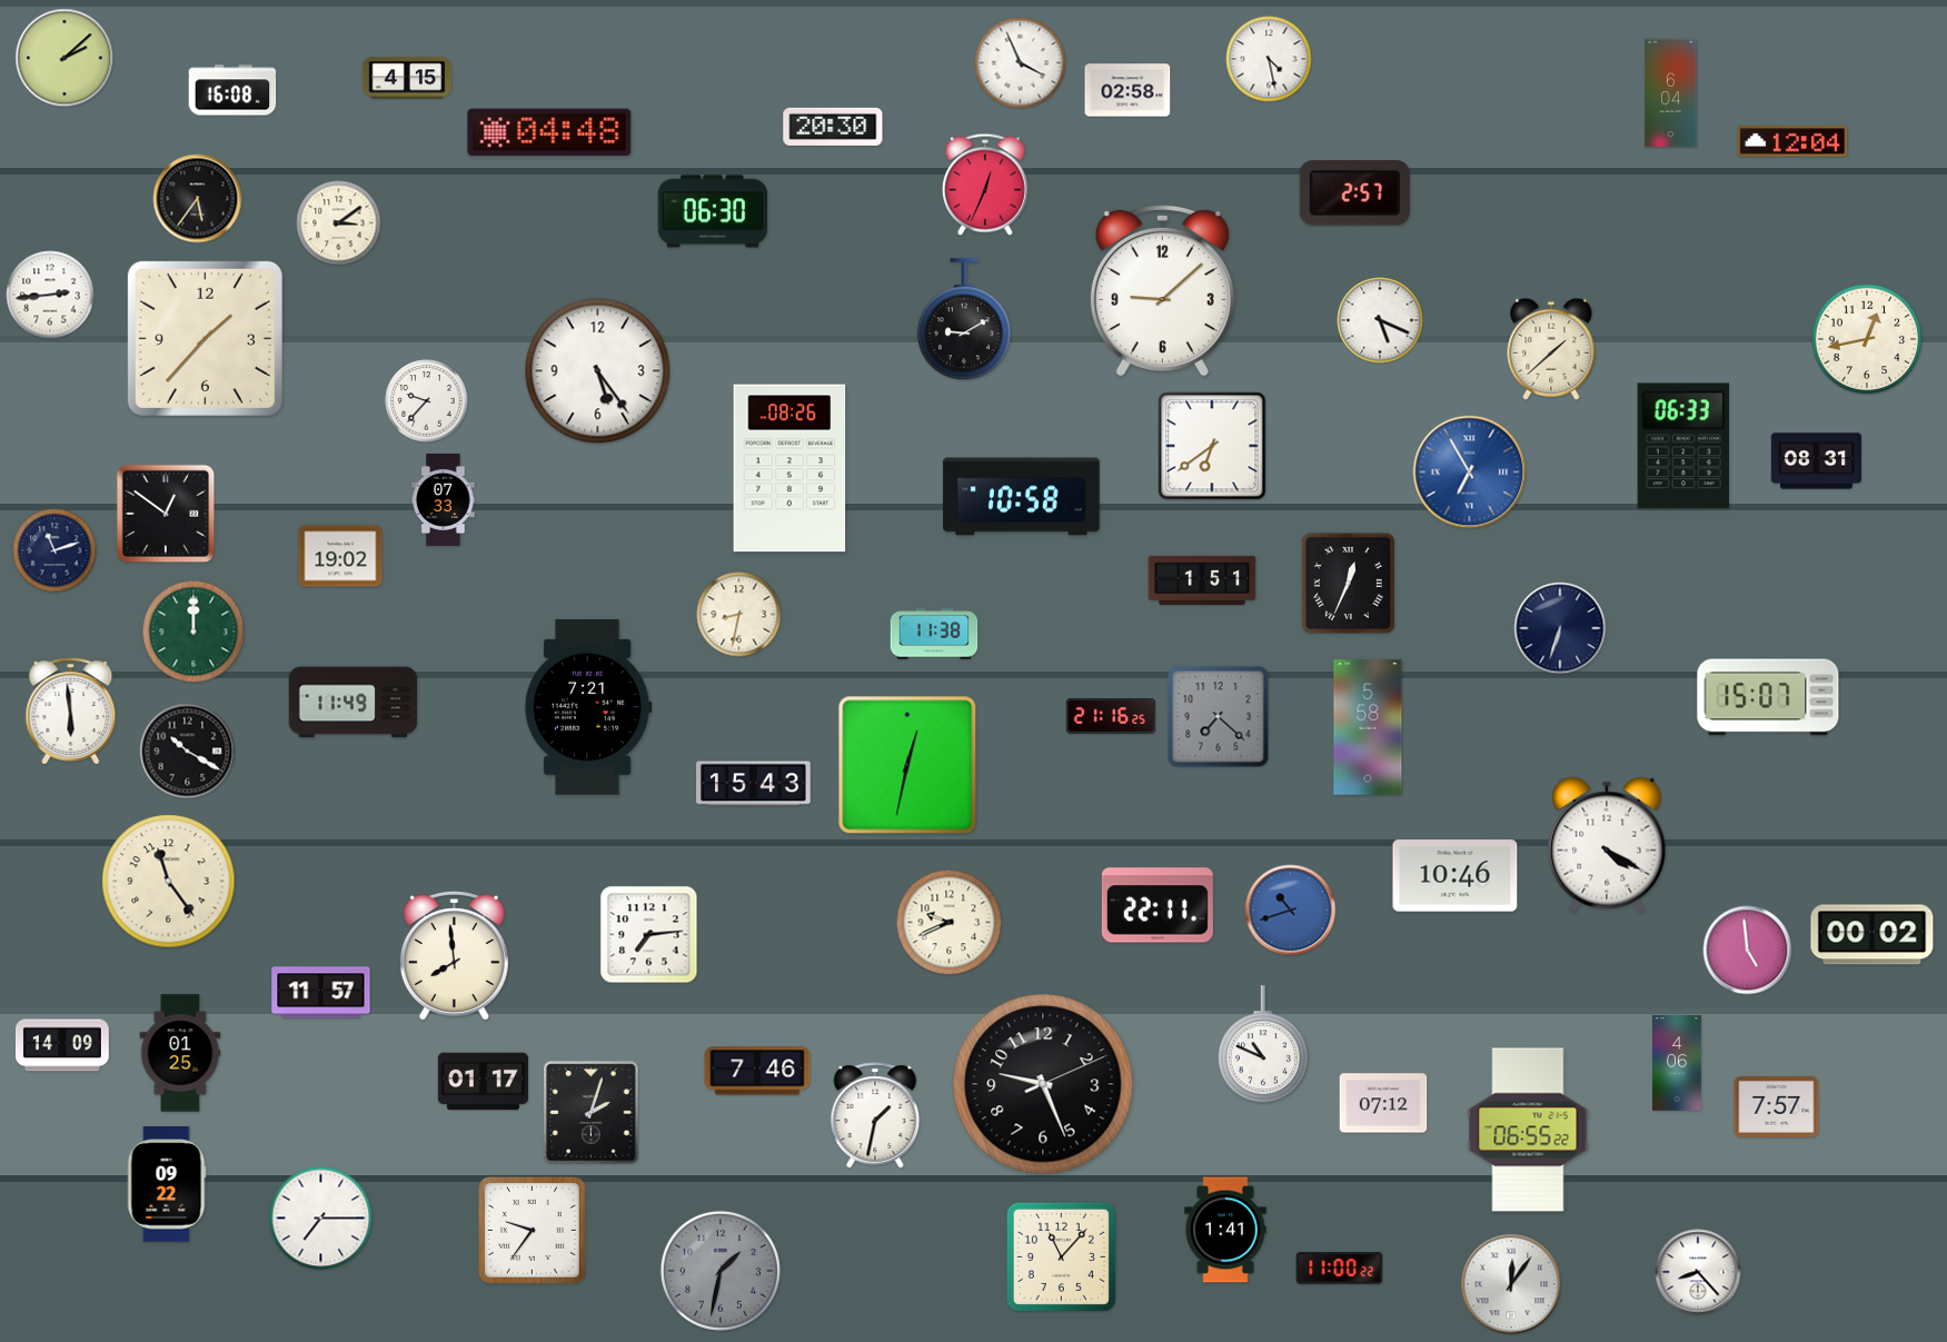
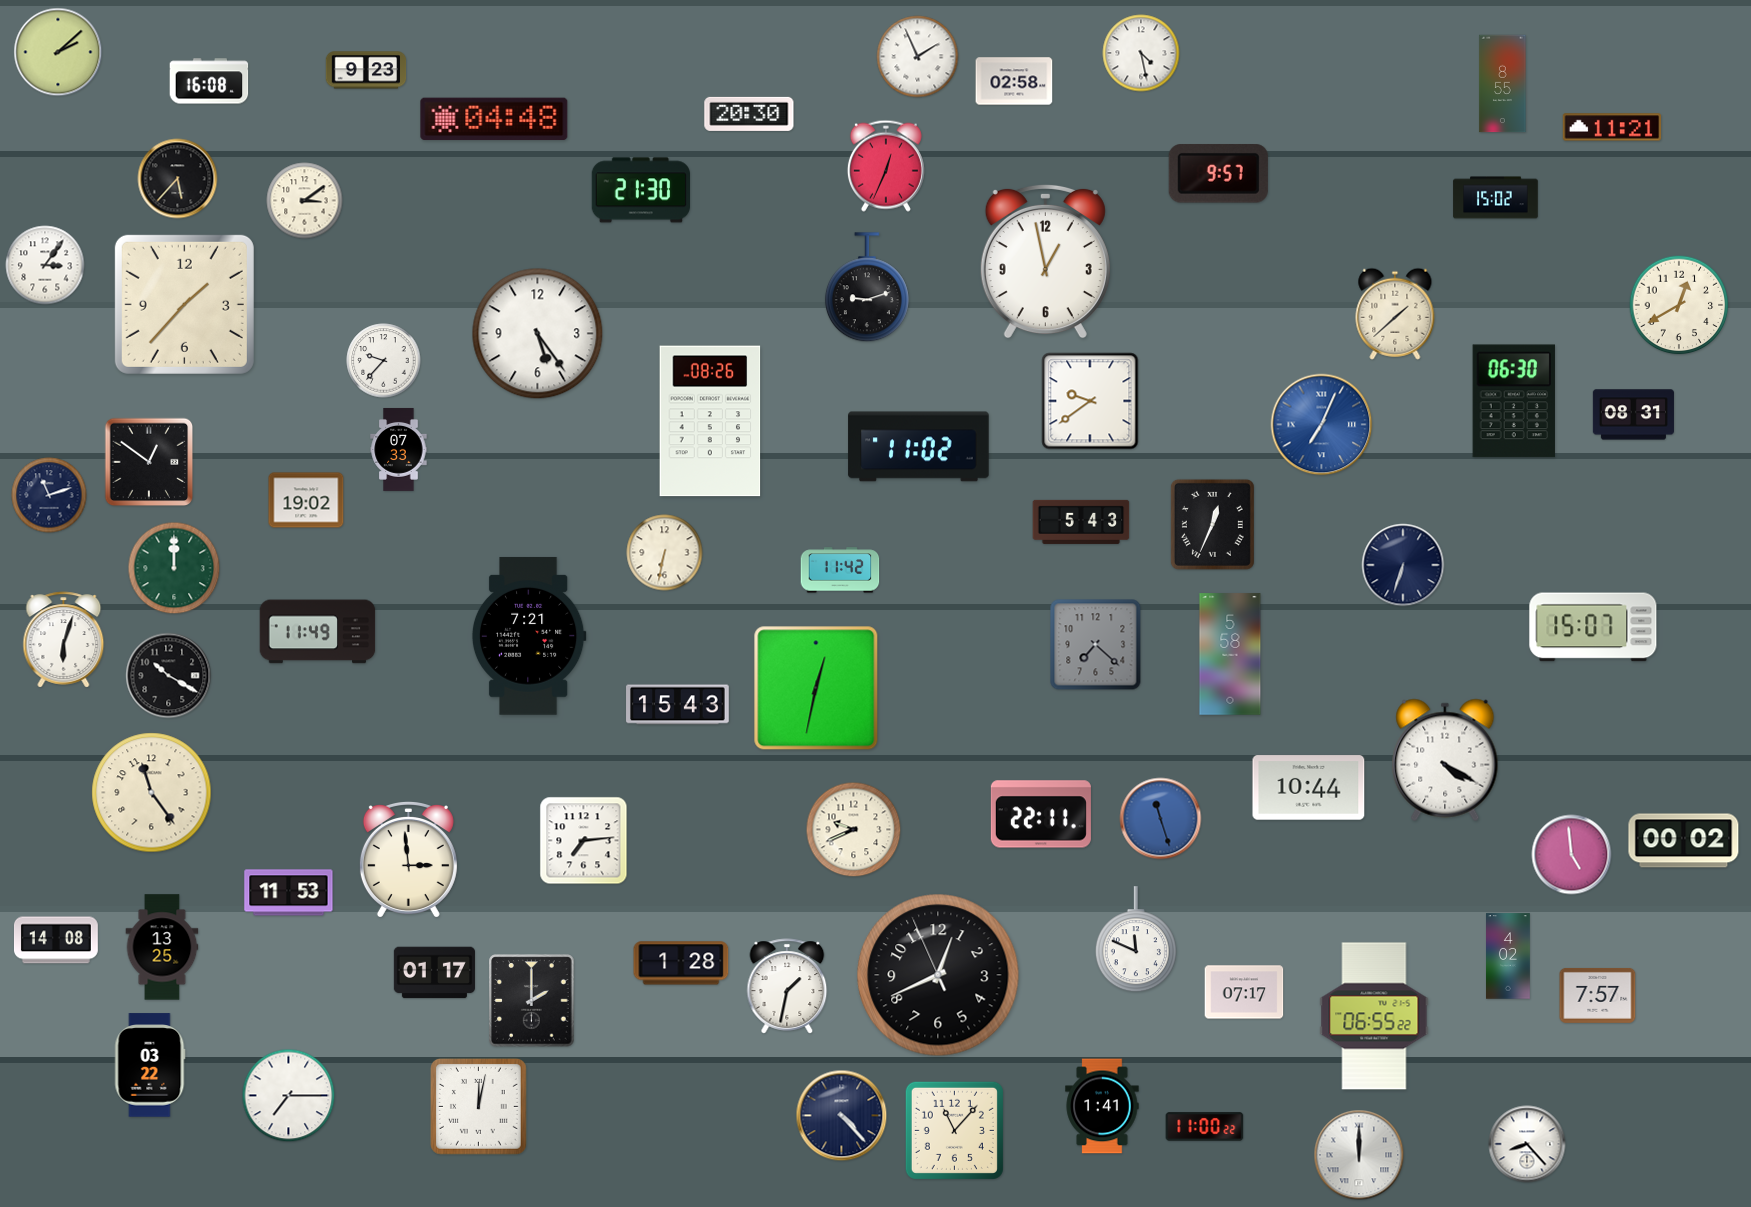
clock at (1021, 63): 3:56 -> 1:56
clock at (407, 78): 4:15 -> 9:23
clock at (1671, 93): 6:04 -> 8:55
clock at (1792, 141): 12:04 -> 11:21
clock at (1354, 193): 2:57 -> 9:57
clock at (198, 199): 5:36 -> 5:37
clock at (712, 211): 06:30 -> 21:30
clock at (1496, 198): none -> 15:02
clock at (1162, 290): 9:08 -> 12:58
clock at (50, 295): 2:44 -> 3:06
clock at (964, 320): 9:10 -> 9:12
clock at (1380, 320): 5:19 -> none
clock at (1867, 339): 12:43 -> 12:40
clock at (1212, 446): 6:39 -> 9:39
clock at (1683, 446): 06:33 -> 06:30
clock at (1470, 473): 6:55 -> 7:04
clock at (1022, 497): 10:58 -> 11:02
clock at (1202, 580): 1:51 -> 5:43
clock at (739, 615): 8:32 -> 6:32
clock at (934, 634): 11:38 -> 11:42
clock at (1768, 697) position: (1768, 697) -> (1593, 627)
clock at (71, 712): 5:59 -> 6:03
clock at (1111, 717): 21:16 -> none
clock at (1456, 876): 10:46 -> 10:44
clock at (1291, 911): 10:42 -> 11:27
clock at (454, 956): 7:59 -> 2:59
clock at (321, 993): 11:57 -> 11:53
clock at (63, 1045): 14:09 -> 14:08
clock at (1263, 1045): 10:49 -> 11:49
clock at (180, 1053): 01:25 -> 13:25
clock at (1678, 1063): 4:06 -> 4:02
clock at (757, 1071): 7:46 -> 1:28
clock at (1043, 1084): 9:26 -> 12:40
clock at (1383, 1103): 07:12 -> 07:17
clock at (592, 1113): 2:03 -> 2:00
clock at (875, 1115) position: (875, 1115) -> (787, 986)
clock at (167, 1184): 09:22 -> 03:22
clock at (532, 1230): 9:36 -> 12:02
clock at (842, 1116): none -> 4:23
clock at (1340, 1269) position: (1340, 1269) -> (1205, 1127)
clock at (721, 1271): 1:32 -> none
clock at (1511, 1284): 12:06 -> 12:00
